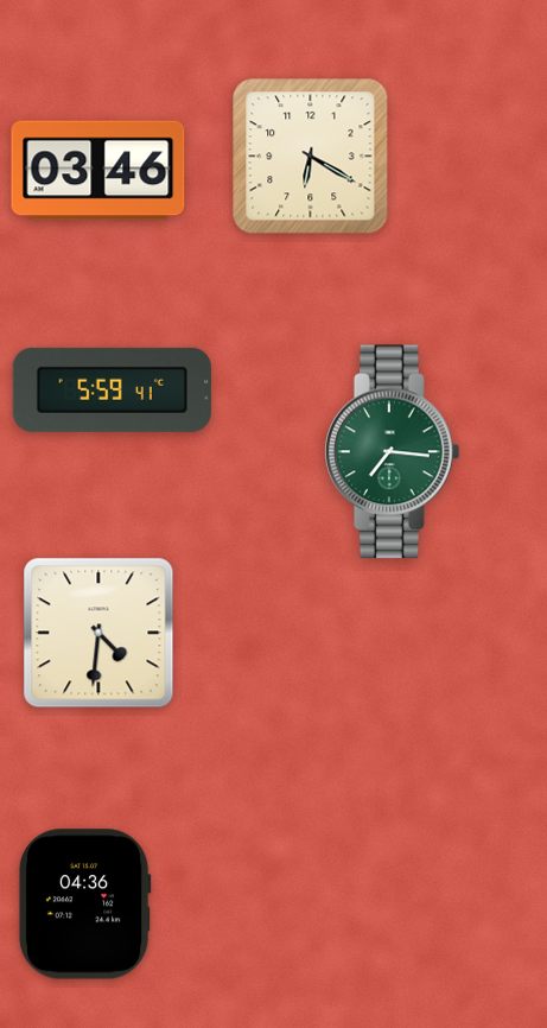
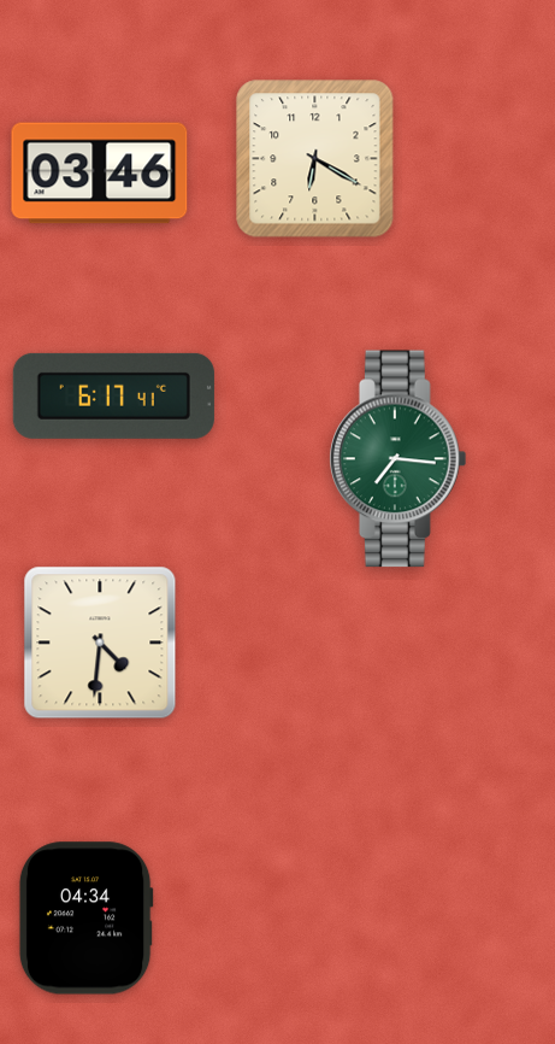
clock at (112, 389): 5:59 -> 6:17
clock at (84, 905): 04:36 -> 04:34
